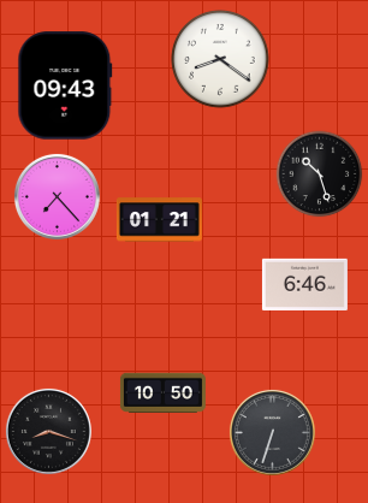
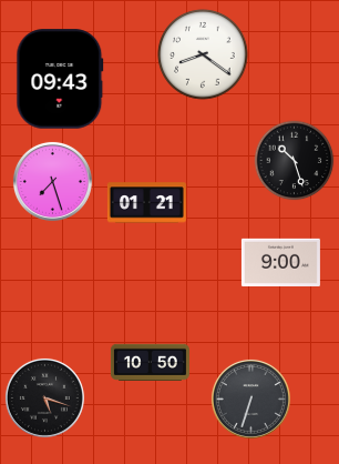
clock at (57, 196): 7:23 -> 7:27
clock at (304, 284): 6:46 -> 9:00
clock at (48, 431): 8:18 -> 5:18
